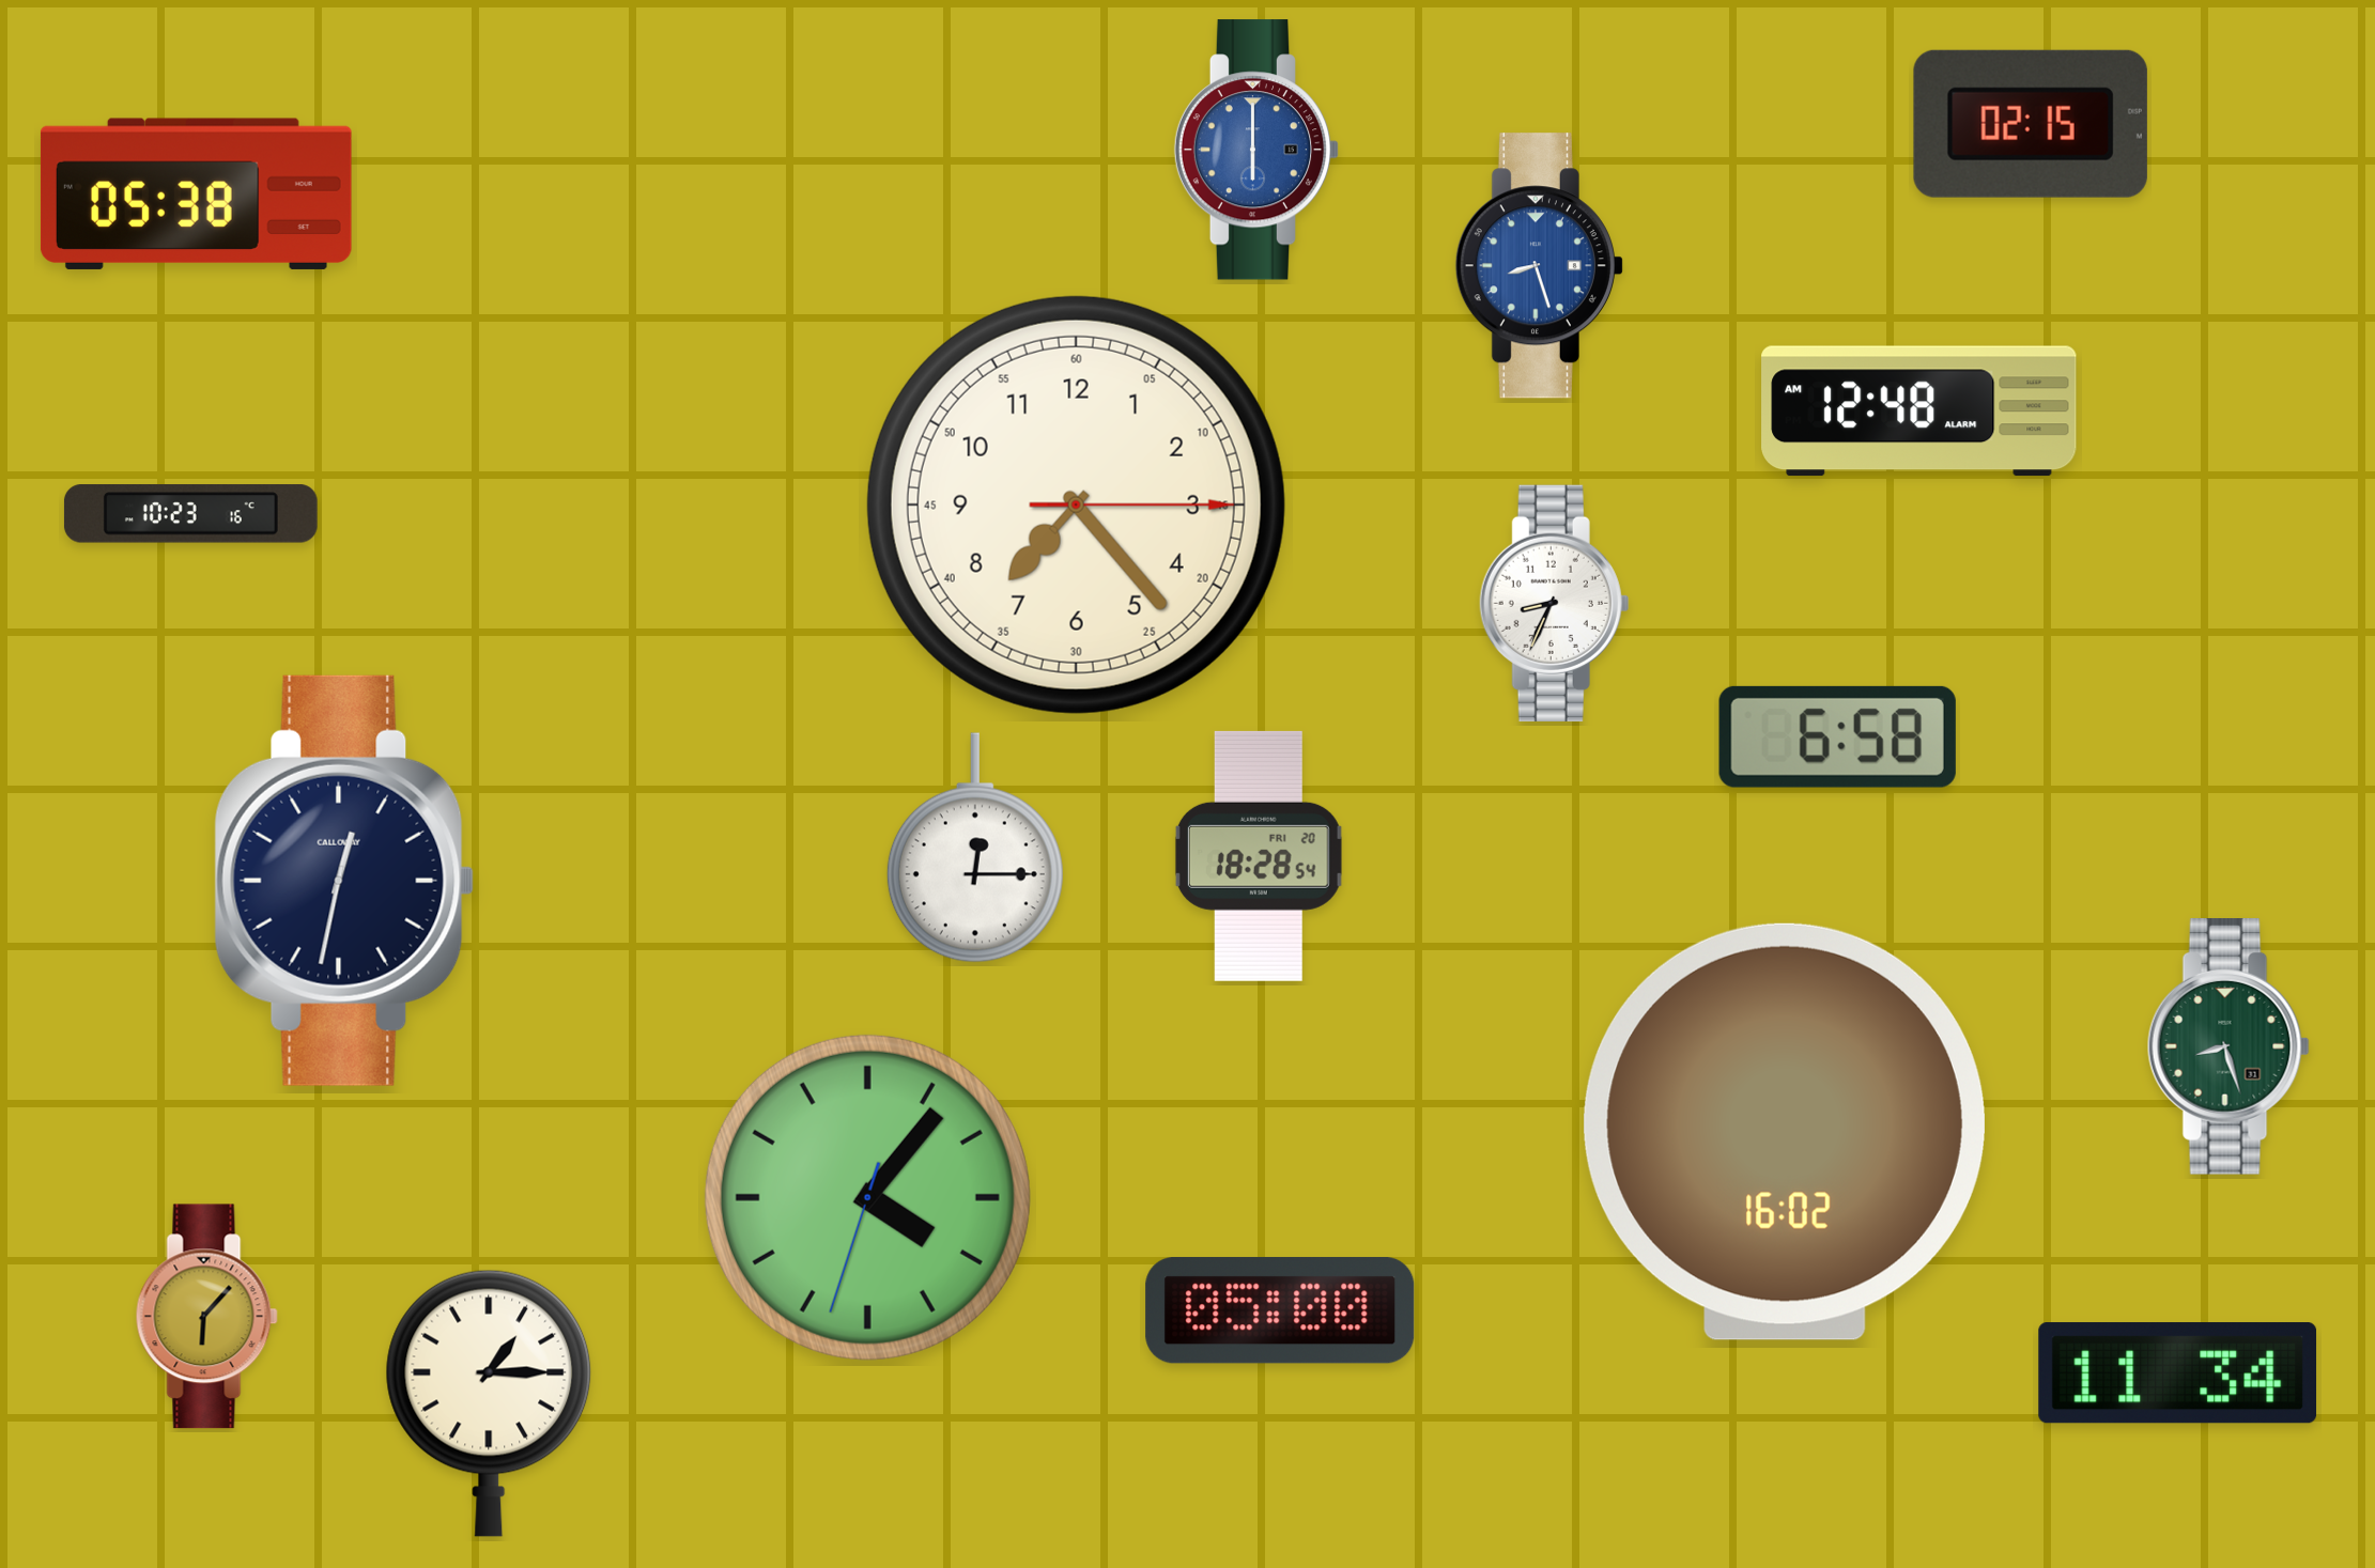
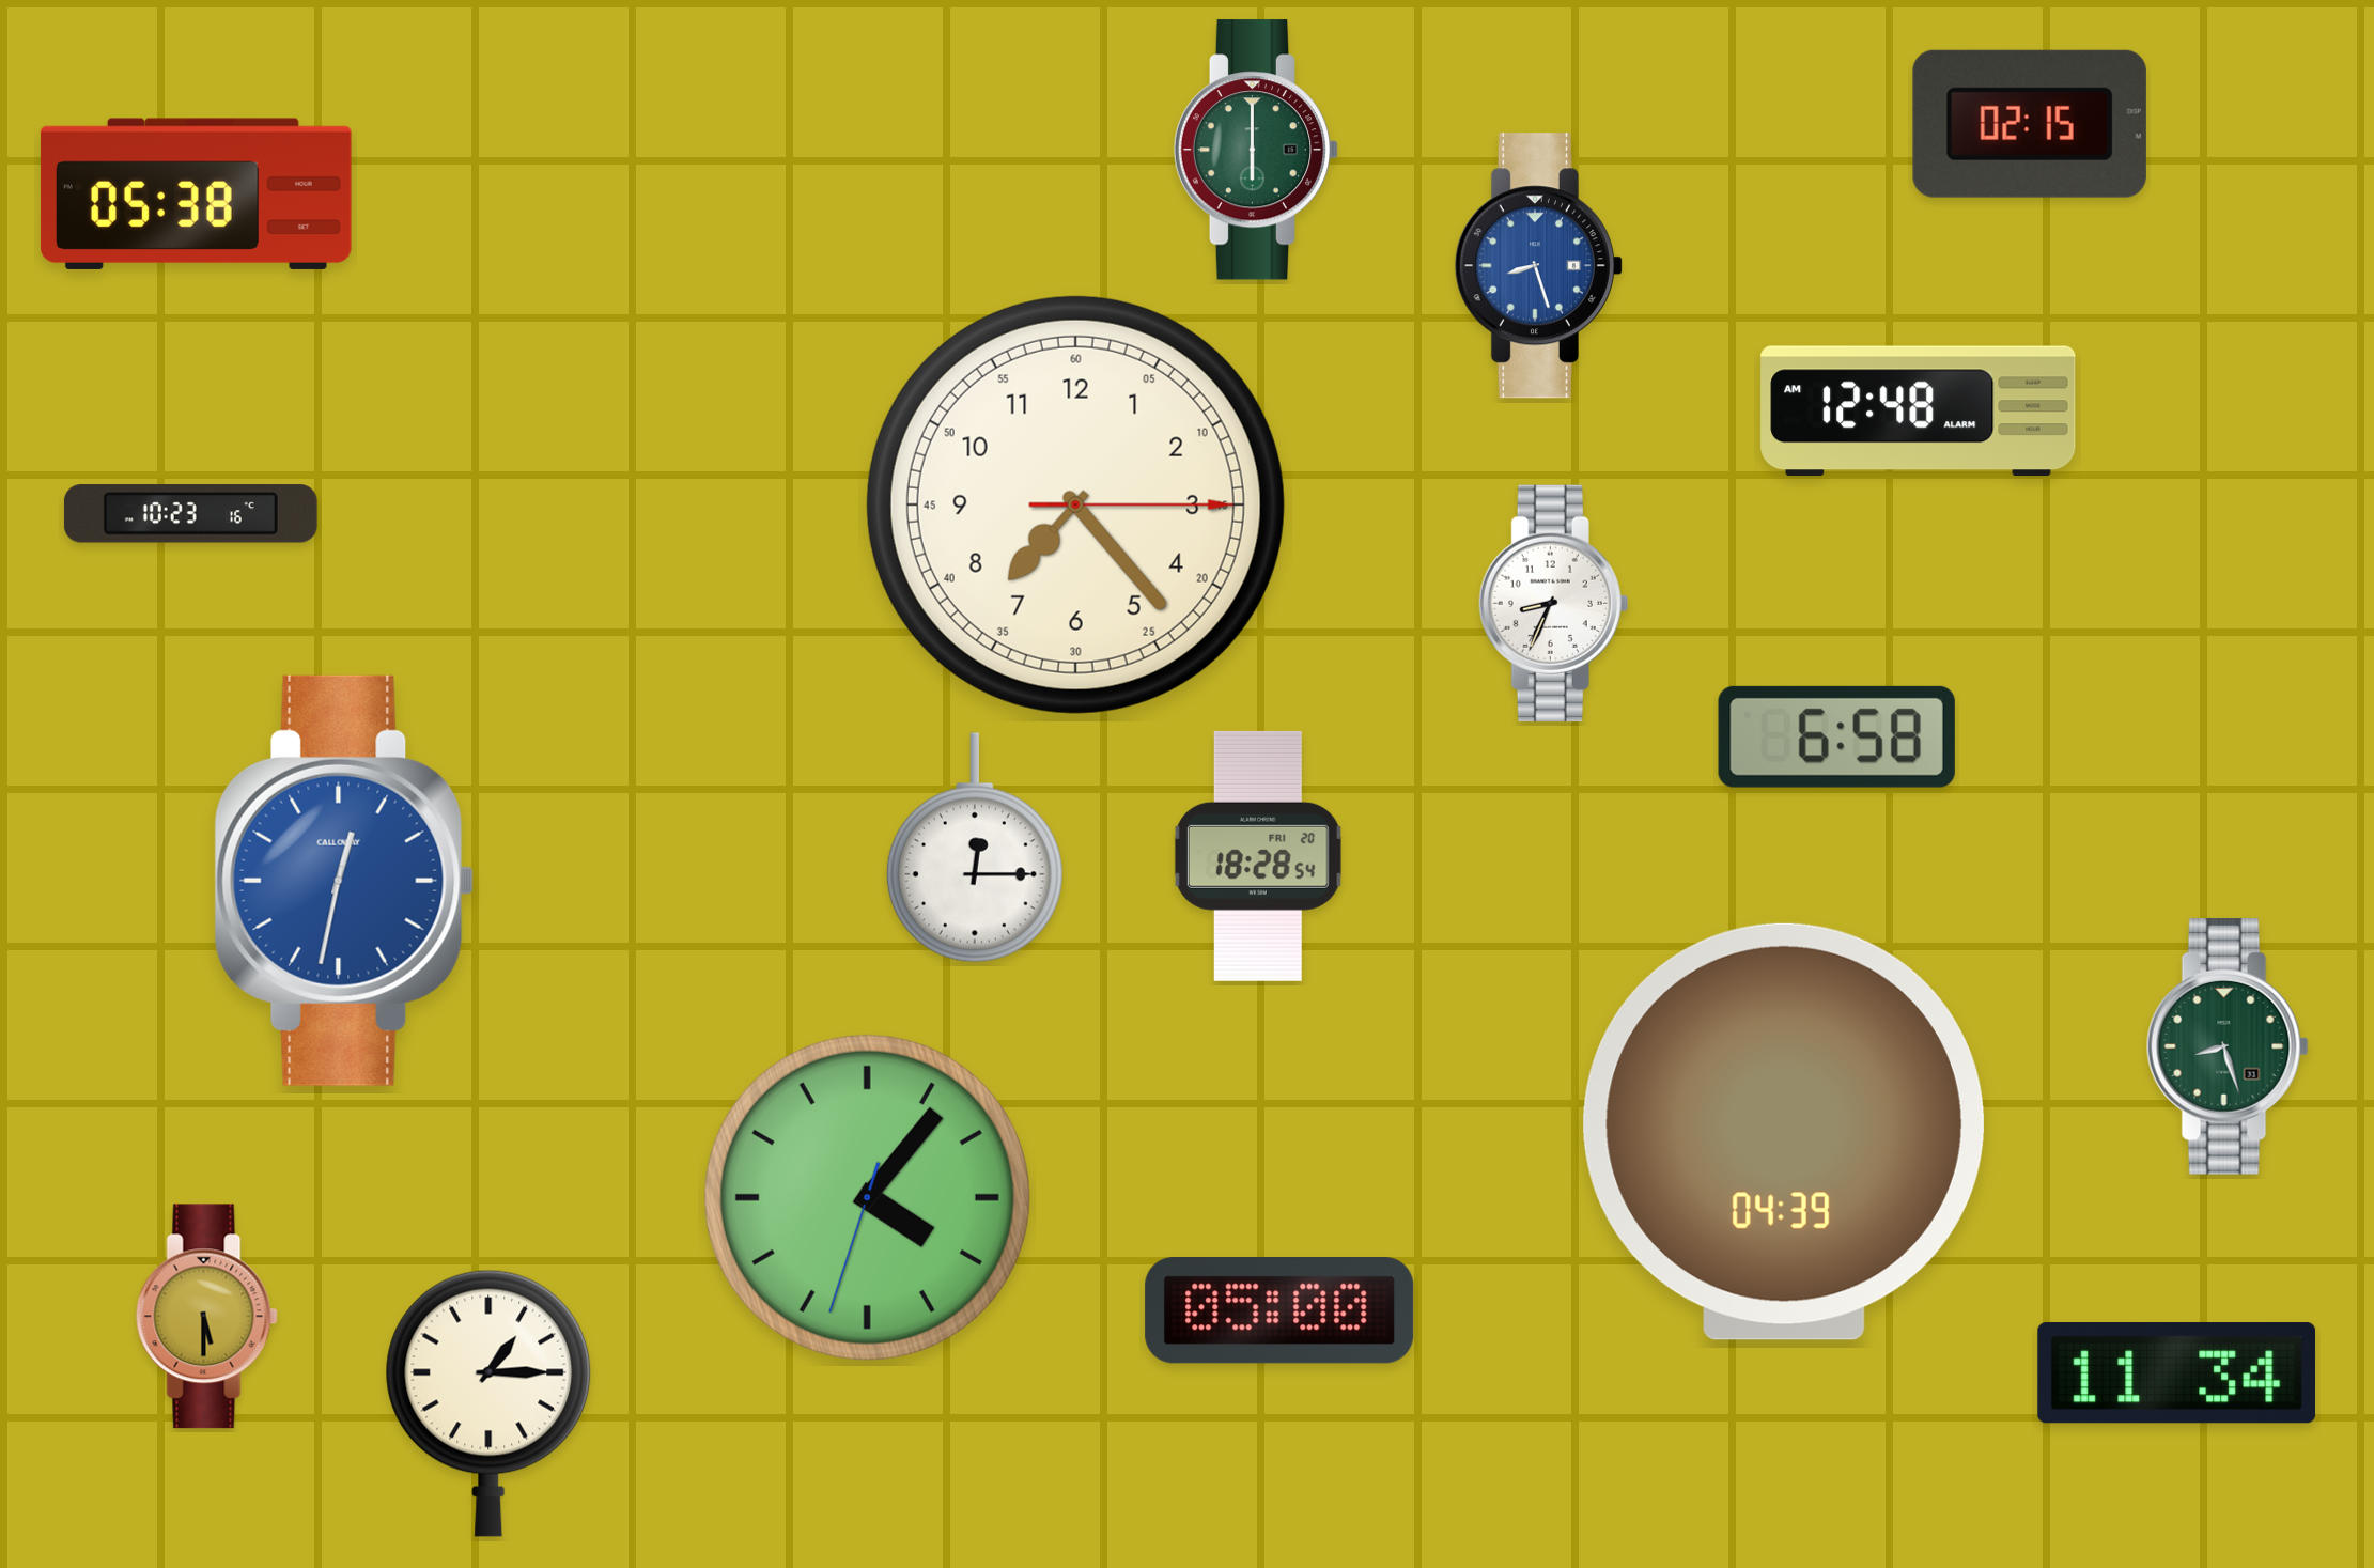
clock at (1256, 150) dial: blue -> green
clock at (344, 881) dial: navy -> blue
clock at (1785, 1132): 16:02 -> 04:39
clock at (206, 1317): 6:07 -> 5:30
